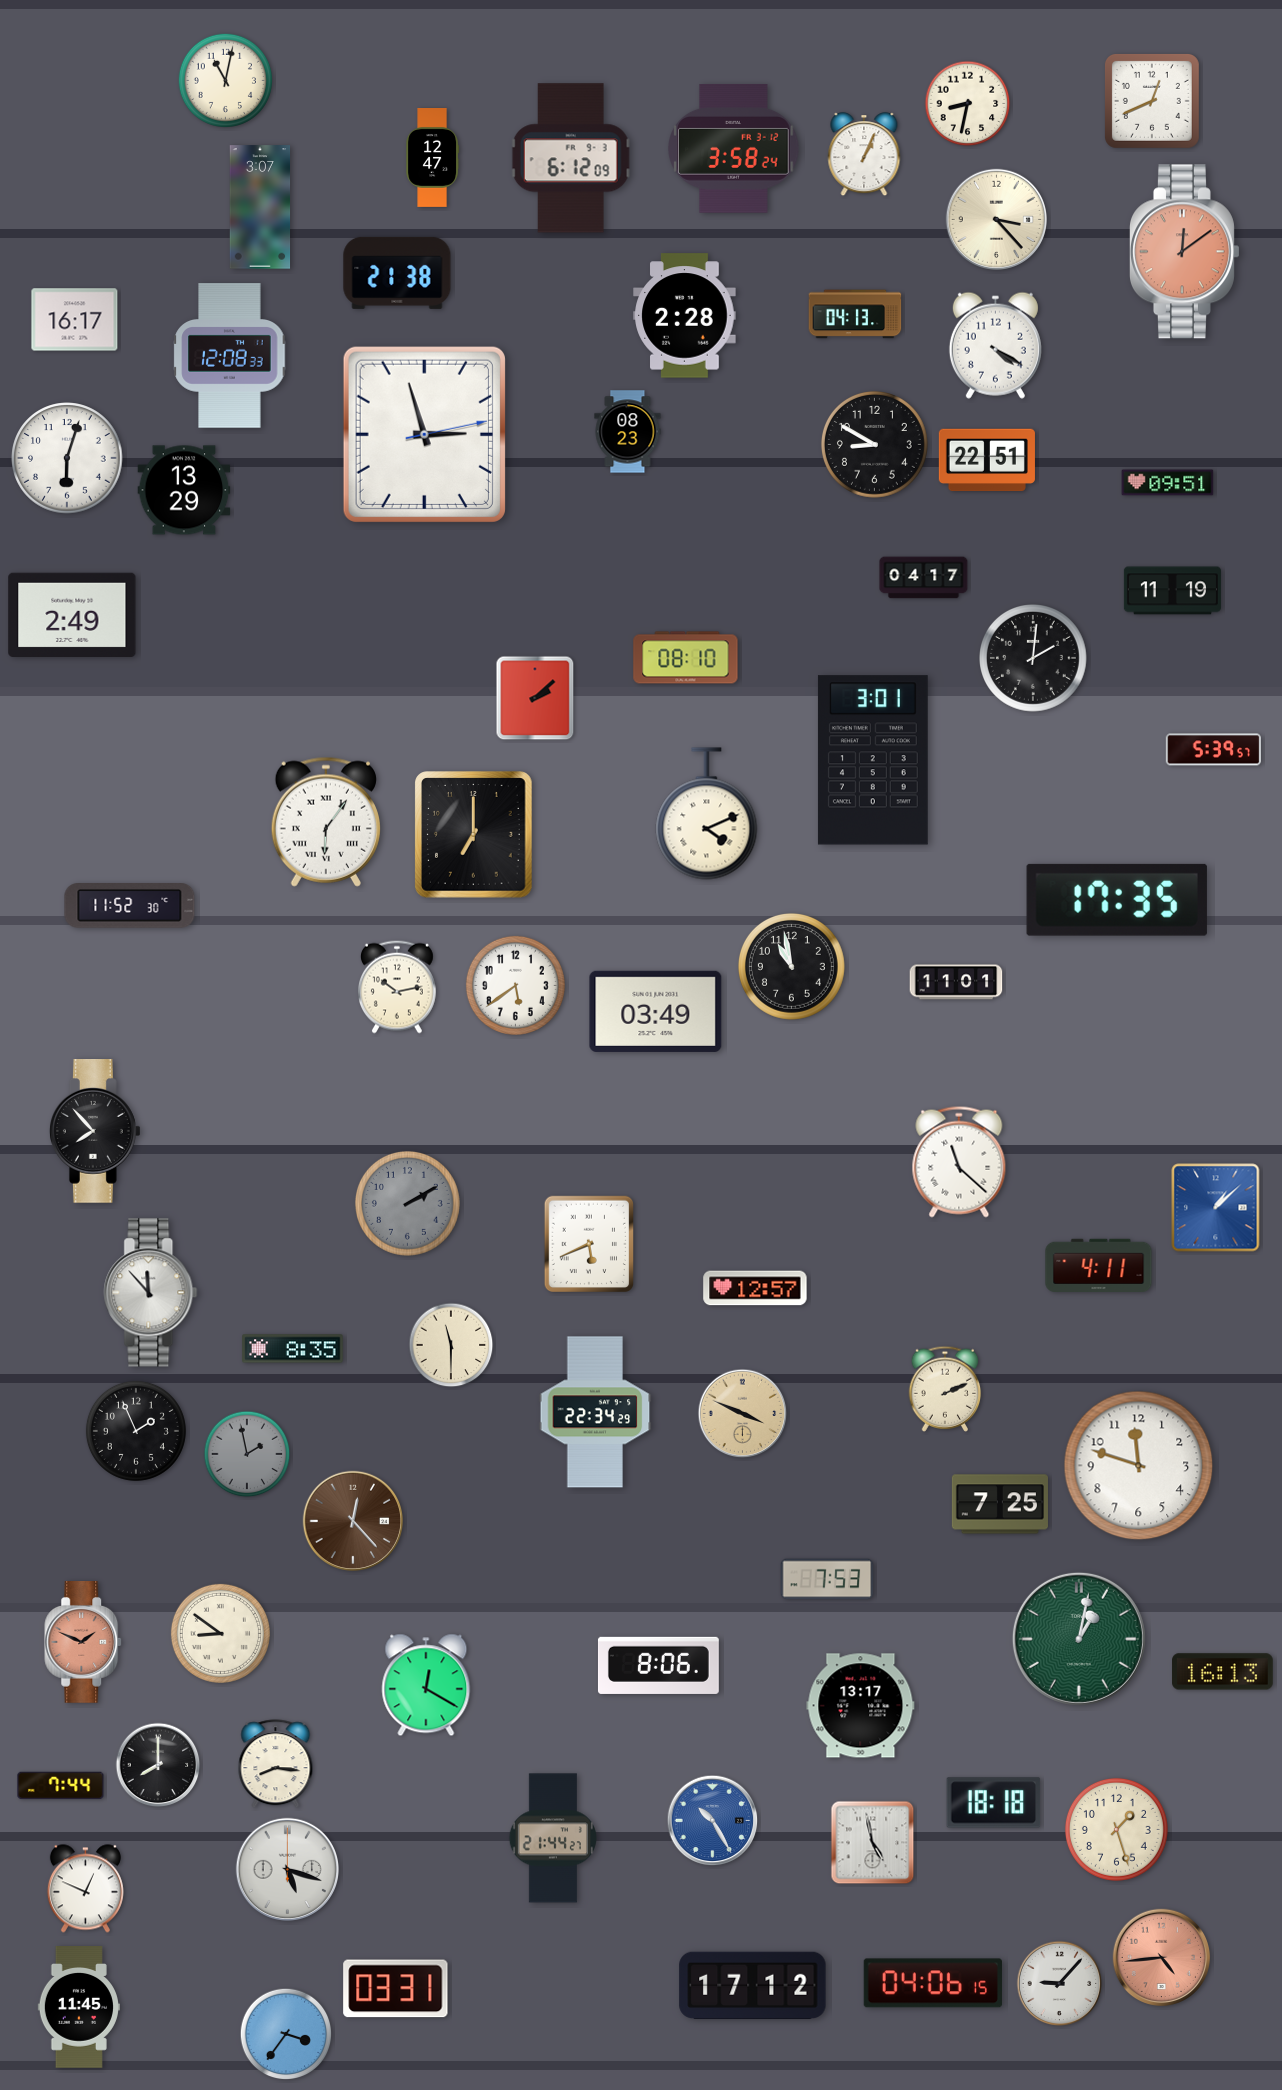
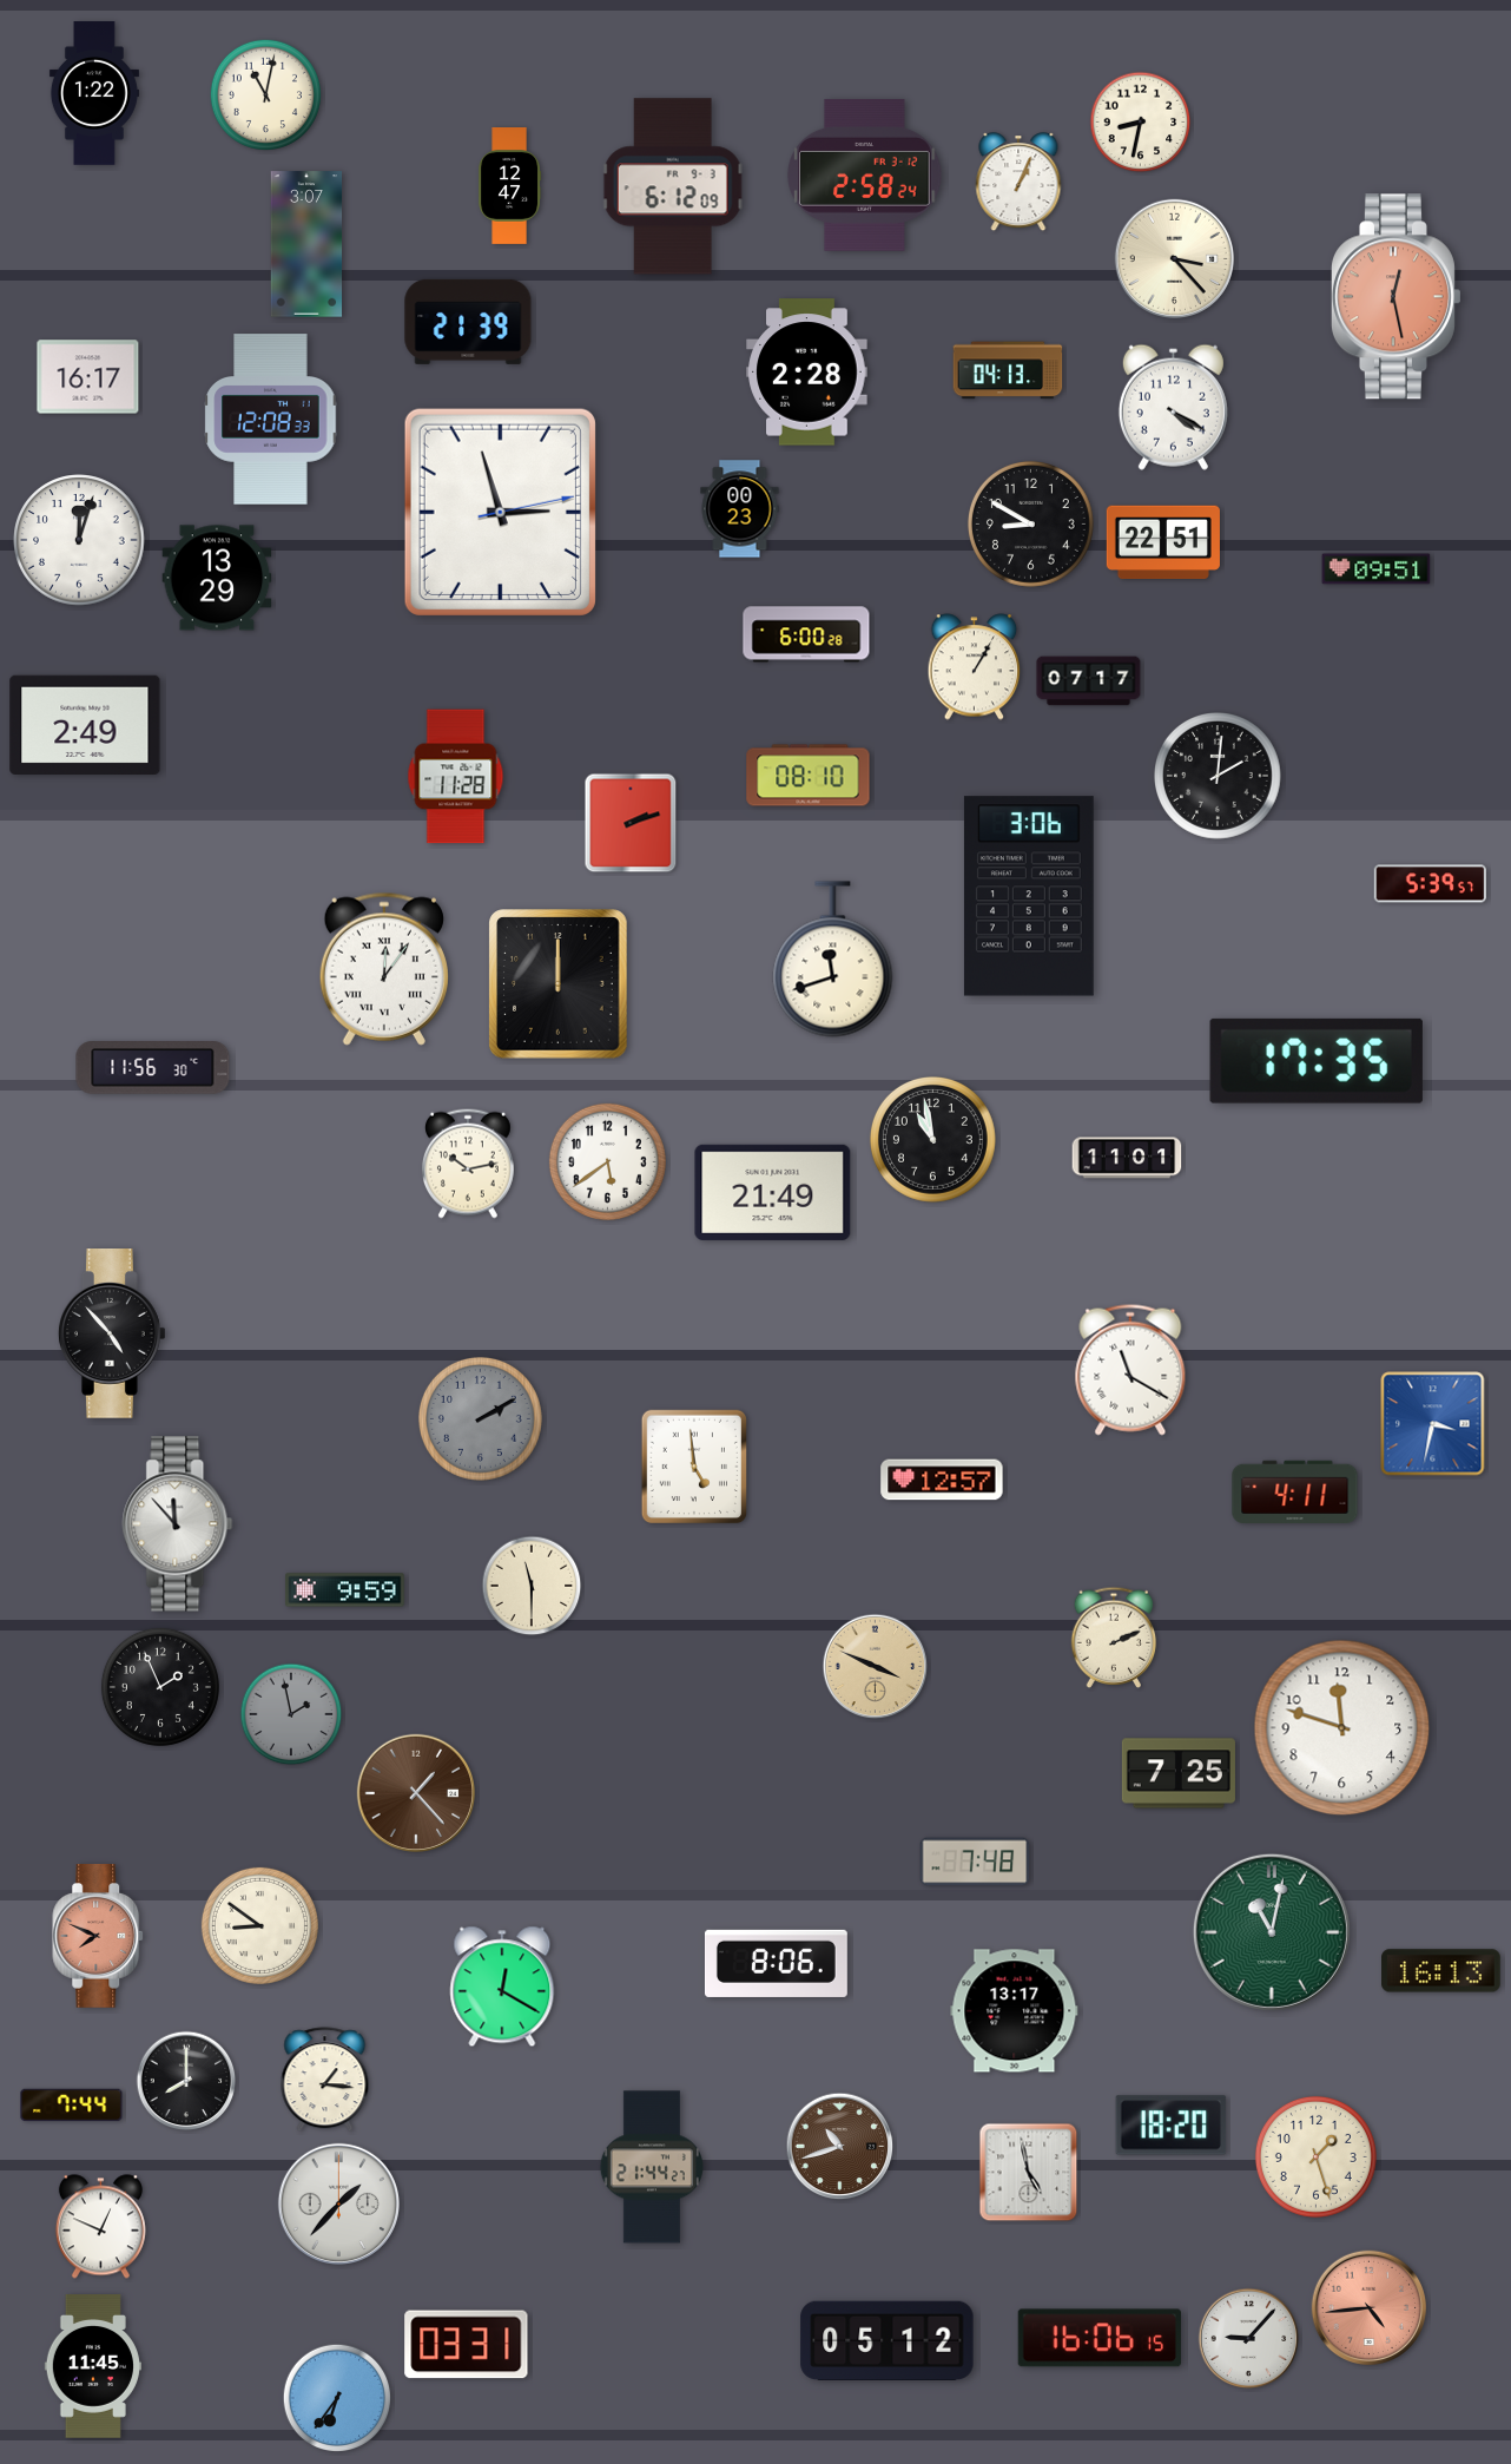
clock at (94, 93): none -> 1:22
clock at (1152, 101): 12:41 -> none
clock at (734, 149): 3:58 -> 2:58
clock at (1184, 252): 12:09 -> 12:28
clock at (397, 273): 21:38 -> 21:39
clock at (628, 432): 08:23 -> 00:23
clock at (67, 458): 6:03 -> 12:03
clock at (806, 634): none -> 6:00
clock at (975, 667): none -> 1:05
clock at (924, 578): 04:17 -> 07:17
clock at (1172, 591): 11:19 -> none
clock at (456, 777): none -> 11:28
clock at (535, 698): 2:08 -> 2:12
clock at (873, 760): 3:01 -> 3:06
clock at (707, 814): 4:11 -> 11:42
clock at (326, 822): 6:06 -> 12:06
clock at (474, 835): 7:00 -> 12:00
clock at (130, 906): 11:52 -> 11:56
clock at (656, 1011): 03:49 -> 21:49
clock at (95, 1132): 7:53 -> 4:53
clock at (959, 1162): 11:22 -> 11:20
clock at (1216, 1208): 1:08 -> 3:32
clock at (588, 1243): 5:41 -> 4:59
clock at (755, 1288) position: (755, 1288) -> (942, 1480)
clock at (293, 1349): 8:35 -> 9:59
clock at (595, 1412): 22:34 -> none
clock at (352, 1520): 12:23 -> 1:23
clock at (827, 1579): 7:53 -> 7:48
clock at (1079, 1639): 1:02 -> 11:02
clock at (84, 1643): 1:49 -> 7:49
clock at (276, 1764): 8:16 -> 1:16
clock at (994, 1803): 18:18 -> 18:20
clock at (713, 1821): 10:25 -> 10:42
clock at (713, 1821) dial: blue -> brown
clock at (287, 1869): 5:18 -> 1:37
clock at (933, 1983): 04:06 -> 16:06
clock at (753, 1985): 17:12 -> 05:12
clock at (286, 2034): 3:36 -> 6:36
